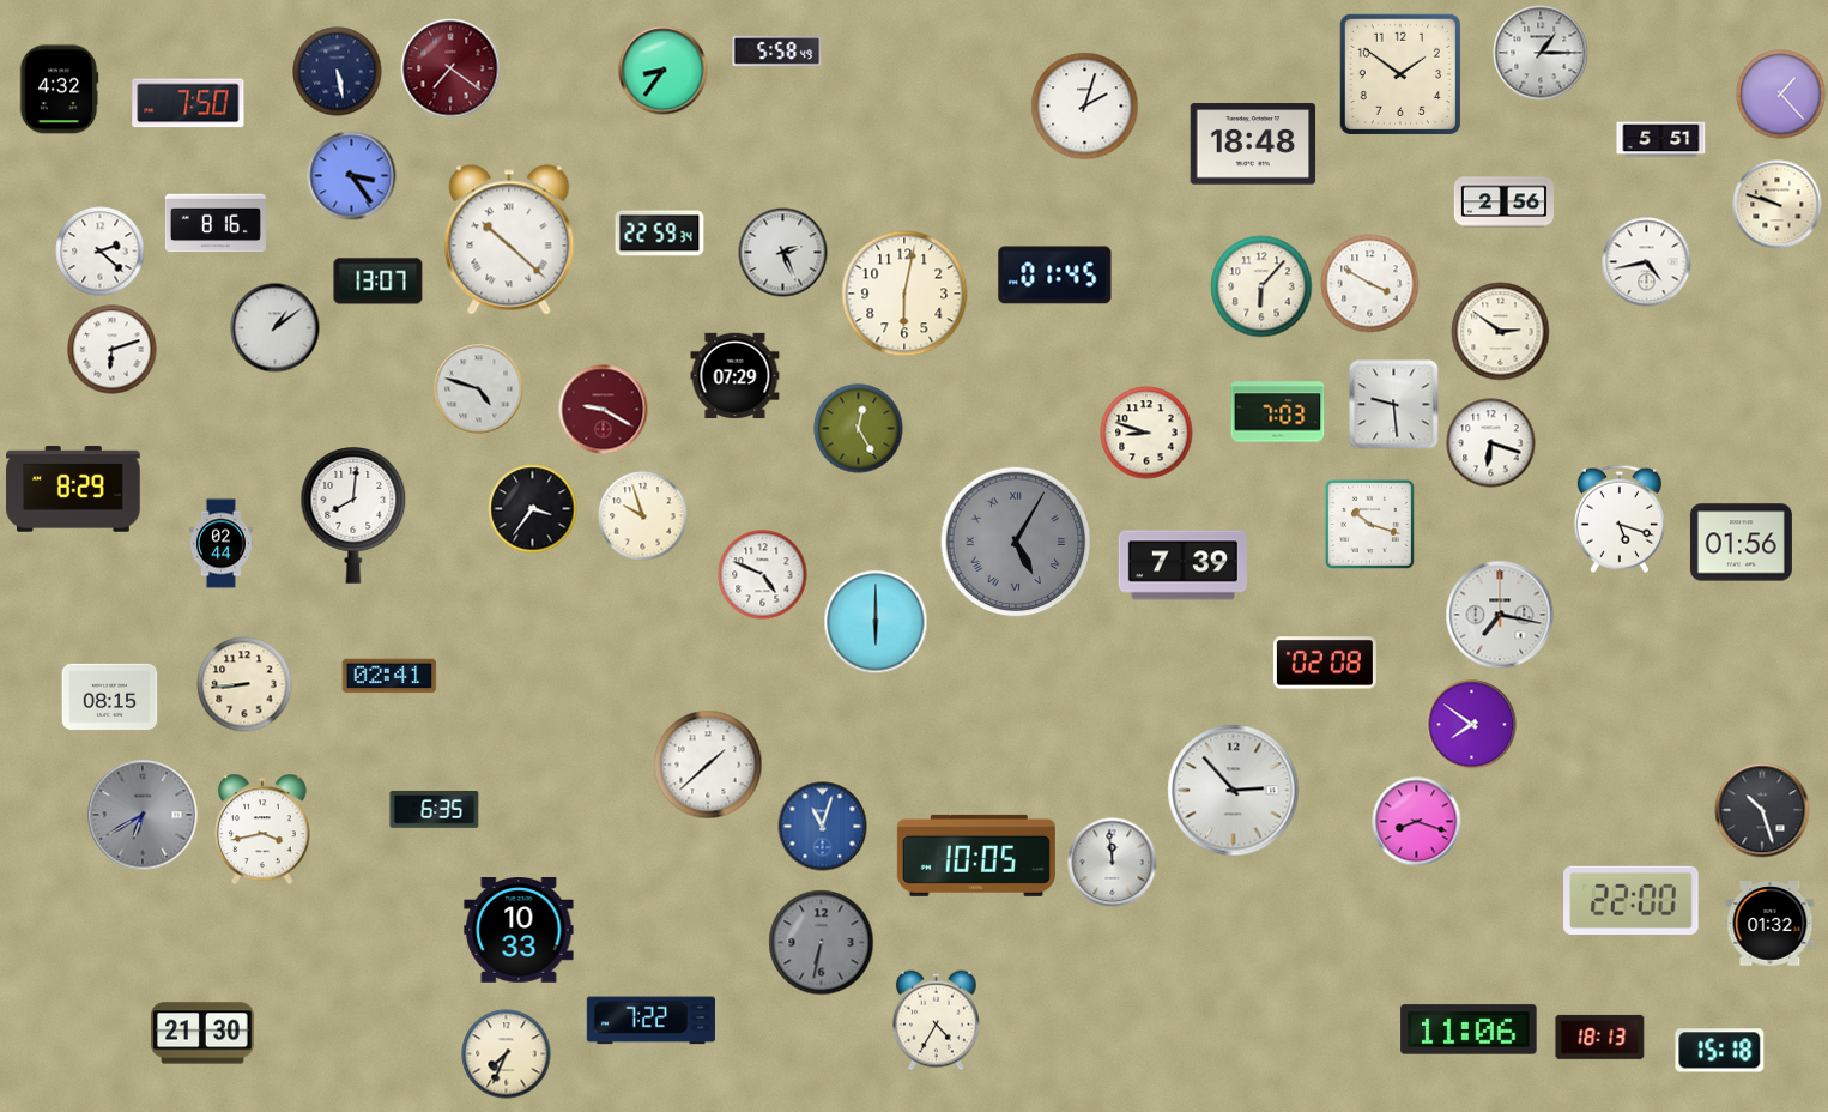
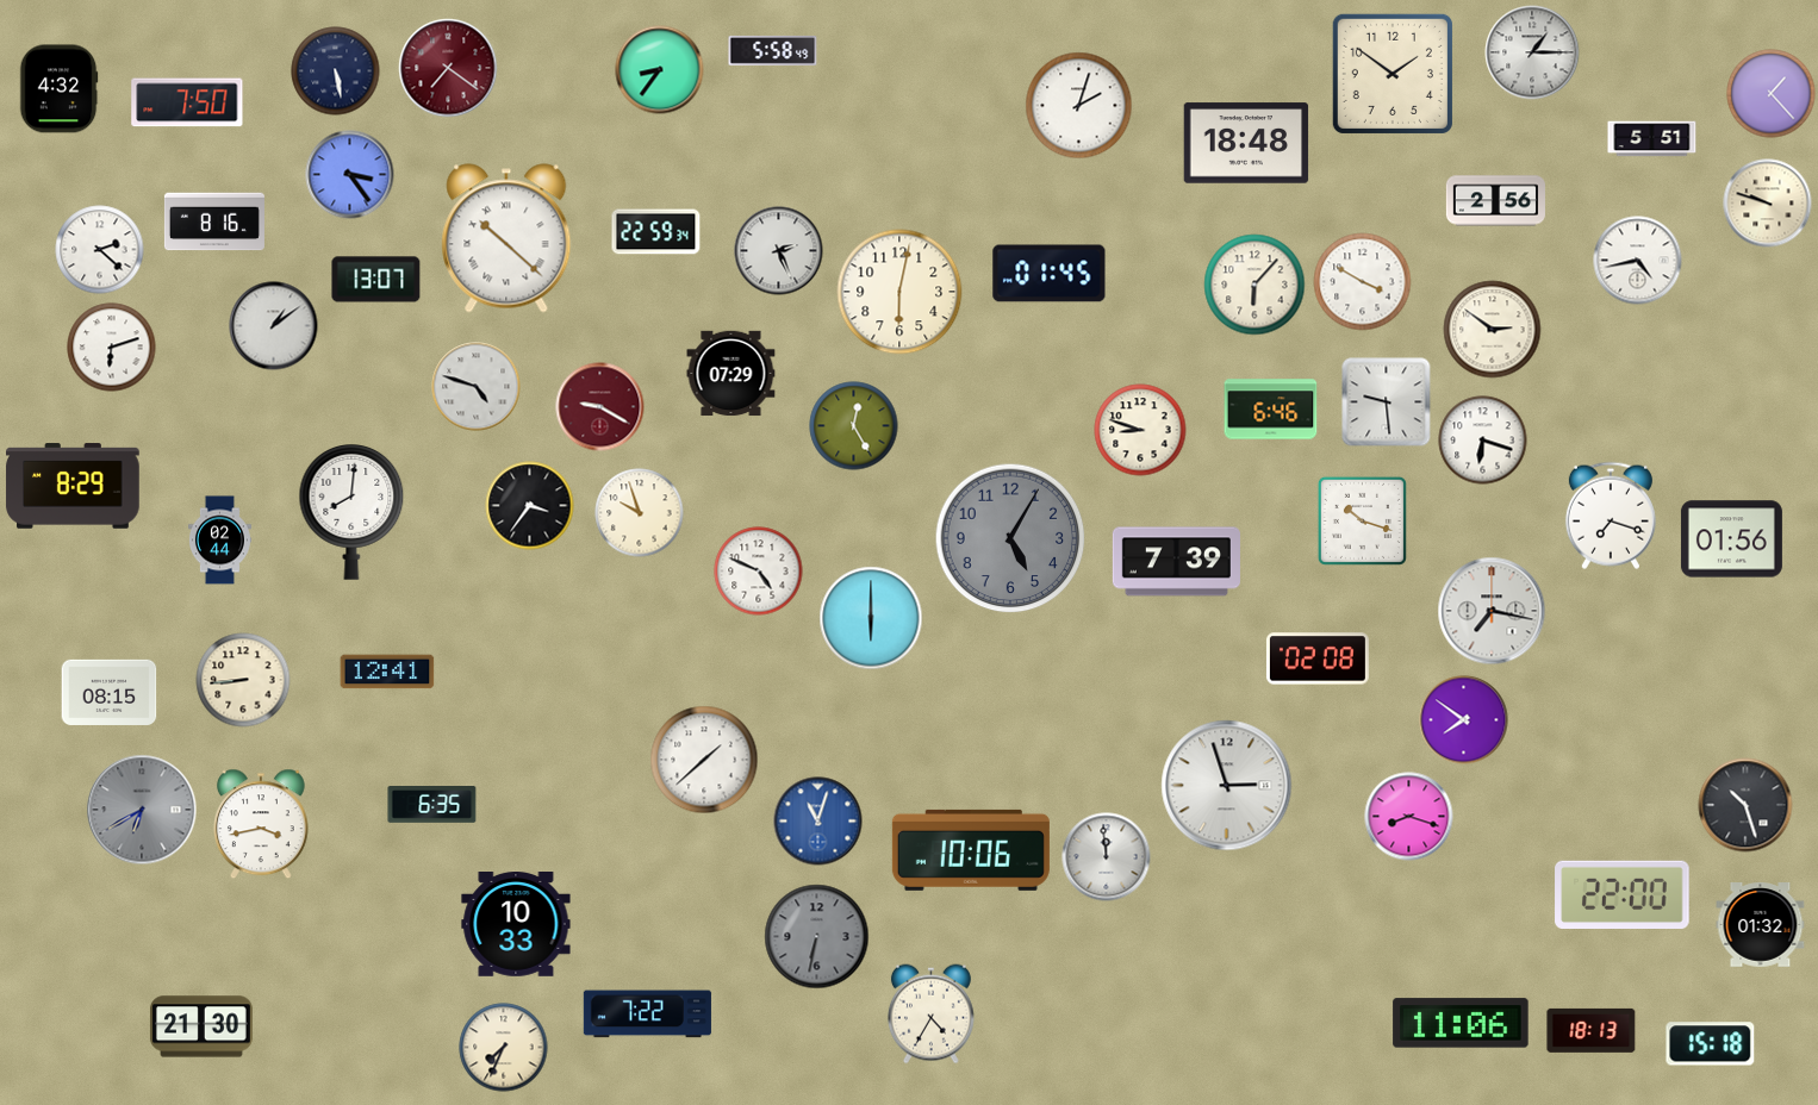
clock at (1278, 412): 7:03 -> 6:46
clock at (1620, 519): 5:18 -> 7:18
clock at (1016, 542) numerals: Roman -> Arabic
clock at (389, 676): 02:41 -> 12:41
clock at (1234, 791): 2:53 -> 2:57
clock at (1762, 810) position: (1762, 810) -> (1745, 805)
clock at (976, 856): 10:05 -> 10:06
clock at (1771, 924) position: (1771, 924) -> (1761, 925)
